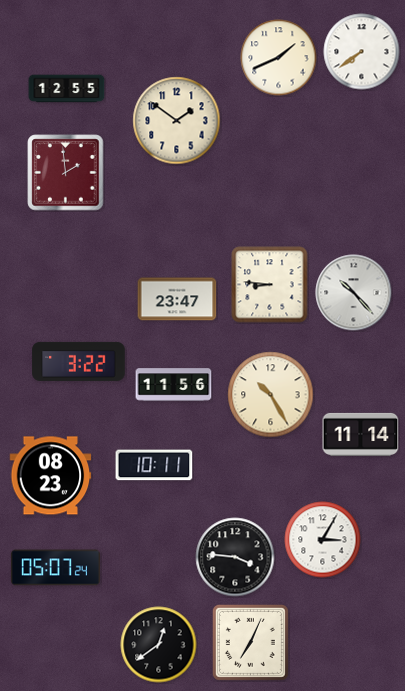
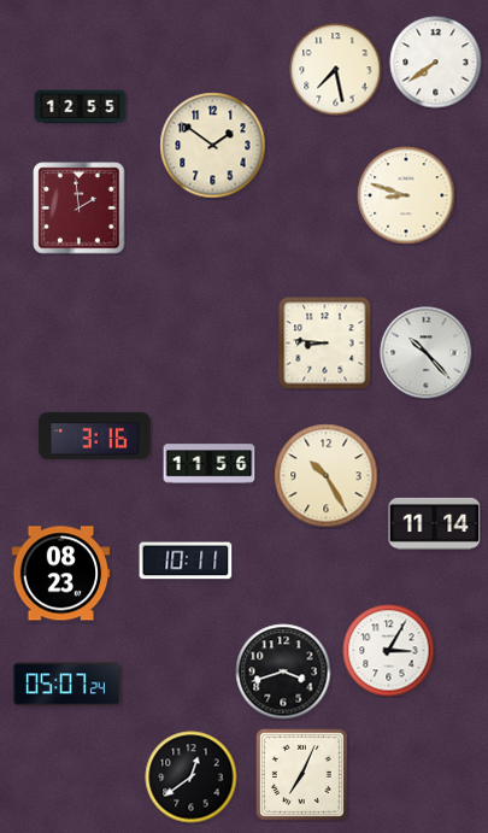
clock at (279, 58): 1:41 -> 7:28
clock at (406, 195): none -> 8:48
clock at (177, 299): 23:47 -> none
clock at (79, 361): 3:22 -> 3:16
clock at (235, 557): 3:46 -> 3:42
